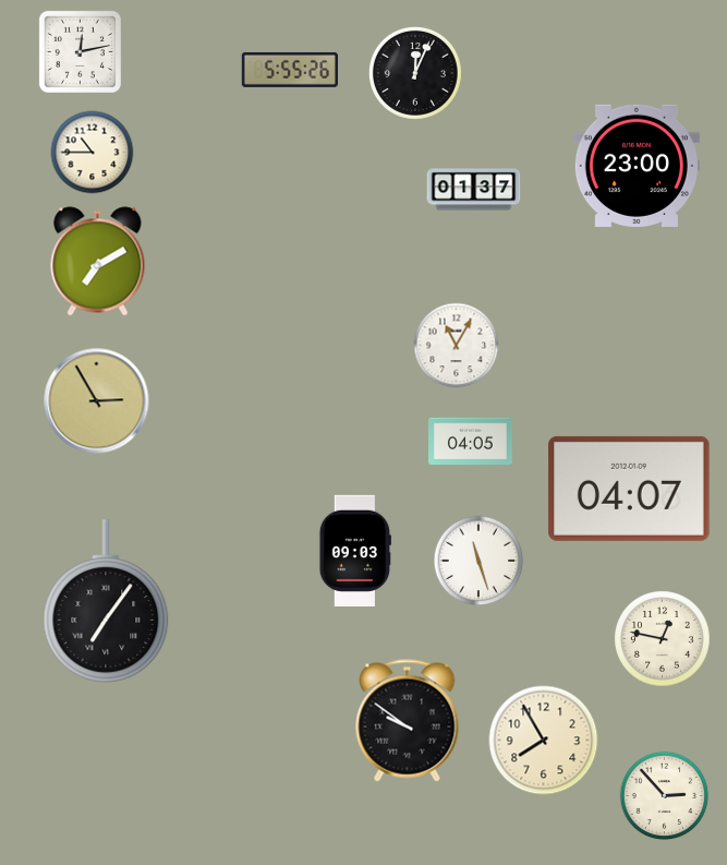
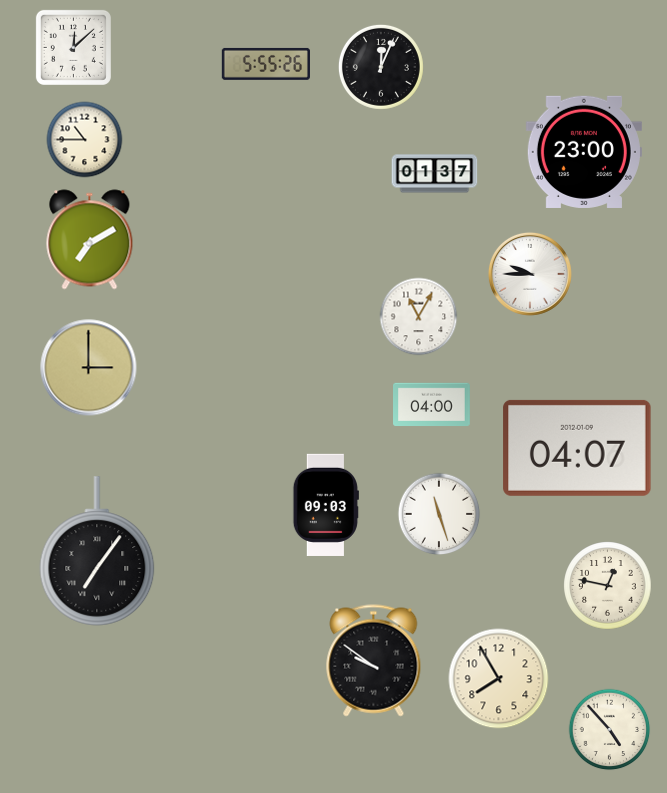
clock at (80, 51): 12:13 -> 12:08
clock at (530, 274): none -> 9:45
clock at (97, 401): 2:55 -> 3:00
clock at (471, 442): 04:05 -> 04:00
clock at (665, 796): 2:53 -> 4:53
